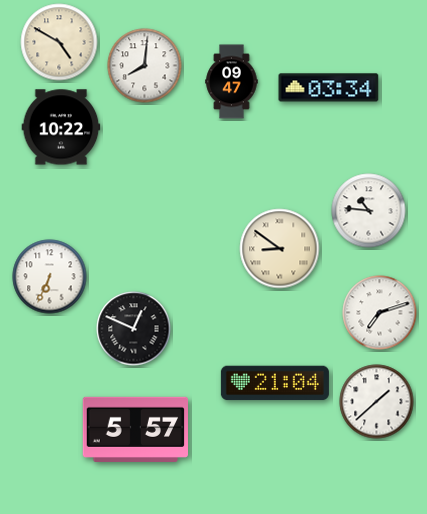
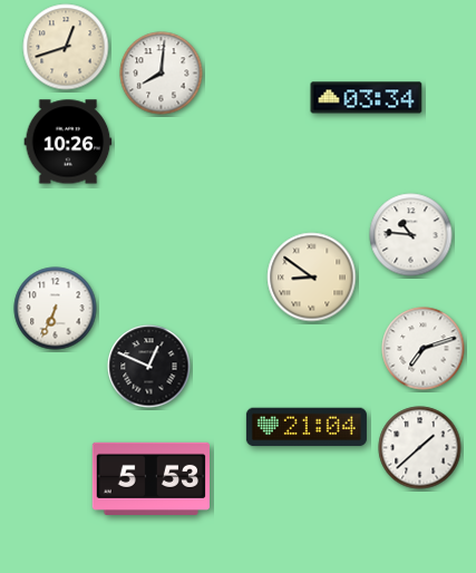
clock at (59, 42): 4:50 -> 12:42
clock at (232, 82): 09:47 -> none
clock at (61, 127): 10:22 -> 10:26
clock at (136, 429): 5:57 -> 5:53
